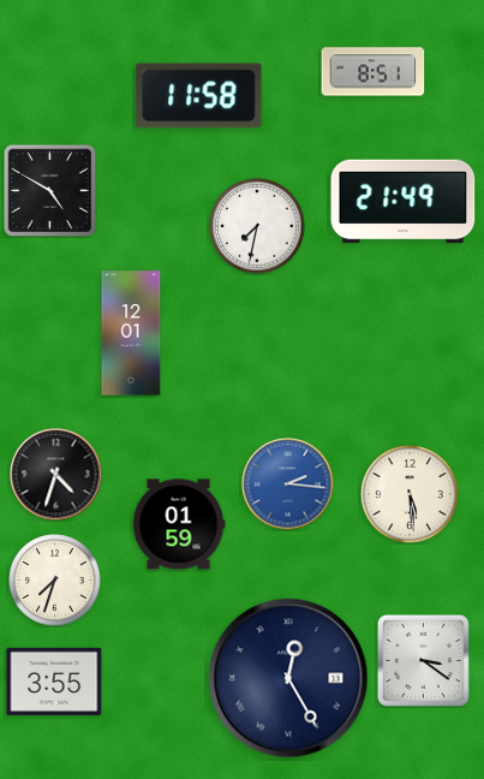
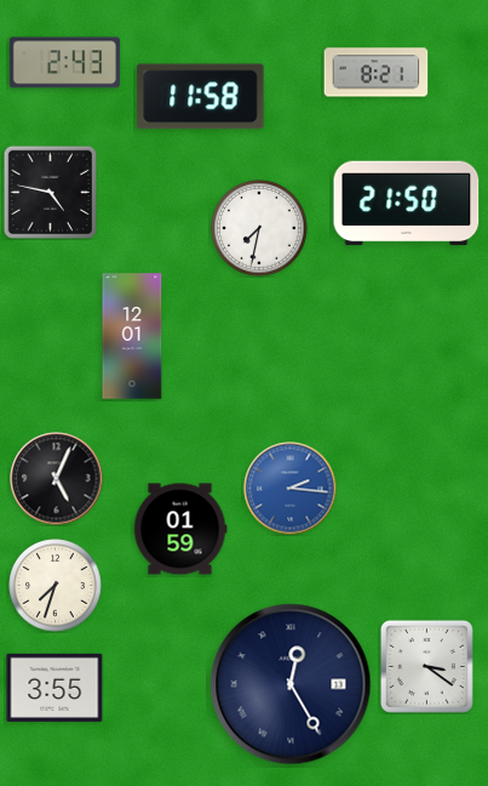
clock at (64, 63): none -> 2:43
clock at (374, 72): 8:51 -> 8:21
clock at (49, 190): 4:50 -> 4:47
clock at (404, 202): 21:49 -> 21:50
clock at (56, 475): 4:33 -> 5:04
clock at (410, 494): 5:29 -> none
